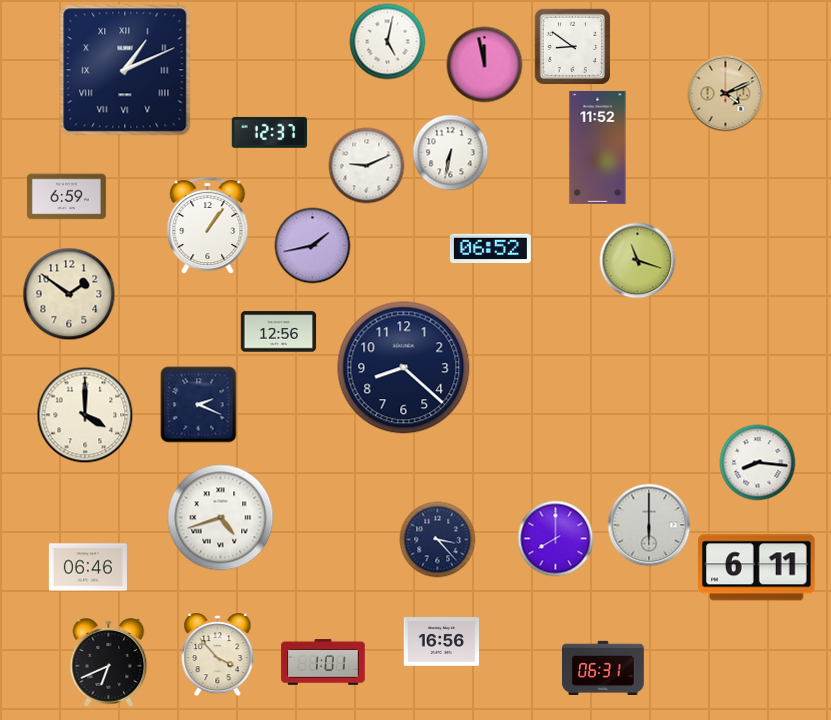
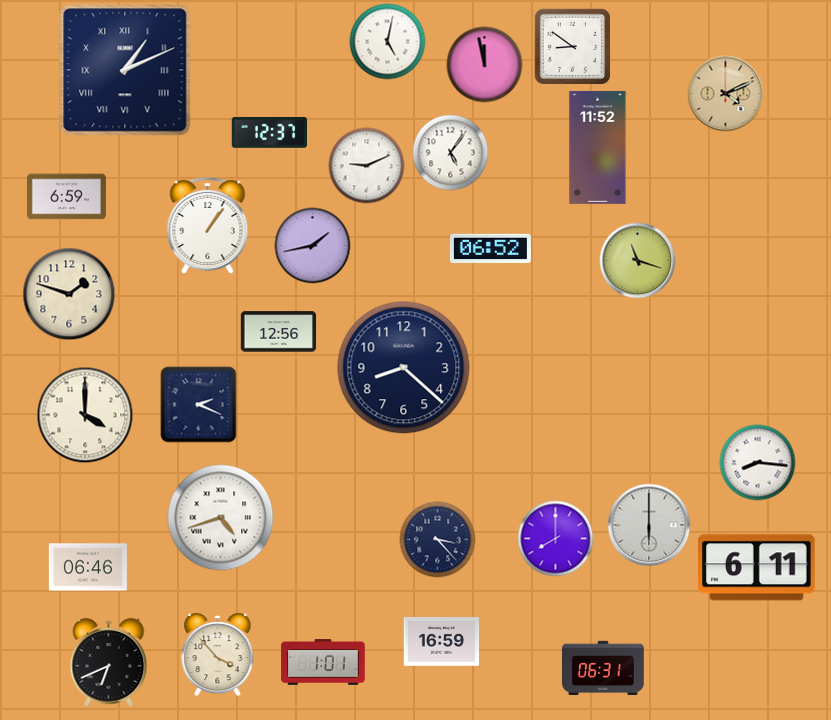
clock at (451, 153): 6:32 -> 5:06
clock at (69, 294): 1:51 -> 1:48
clock at (442, 642): 16:56 -> 16:59
